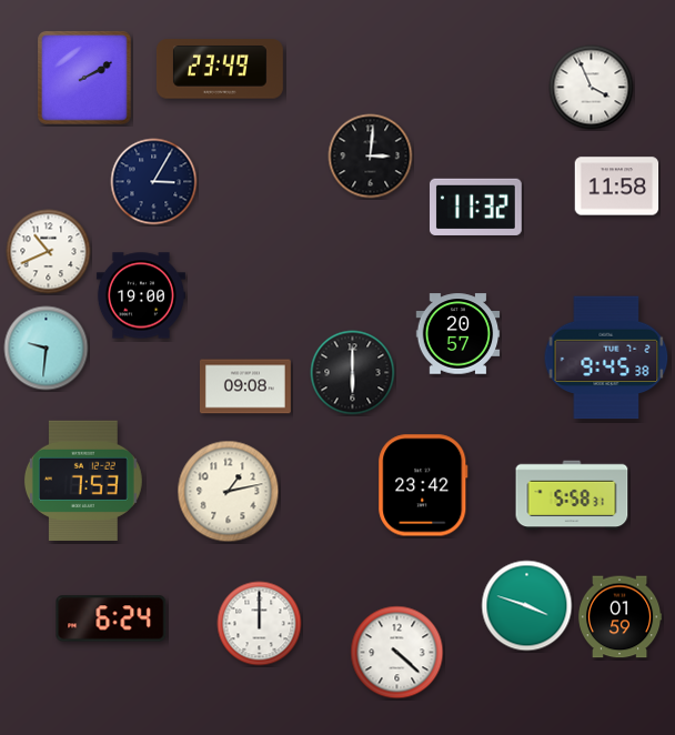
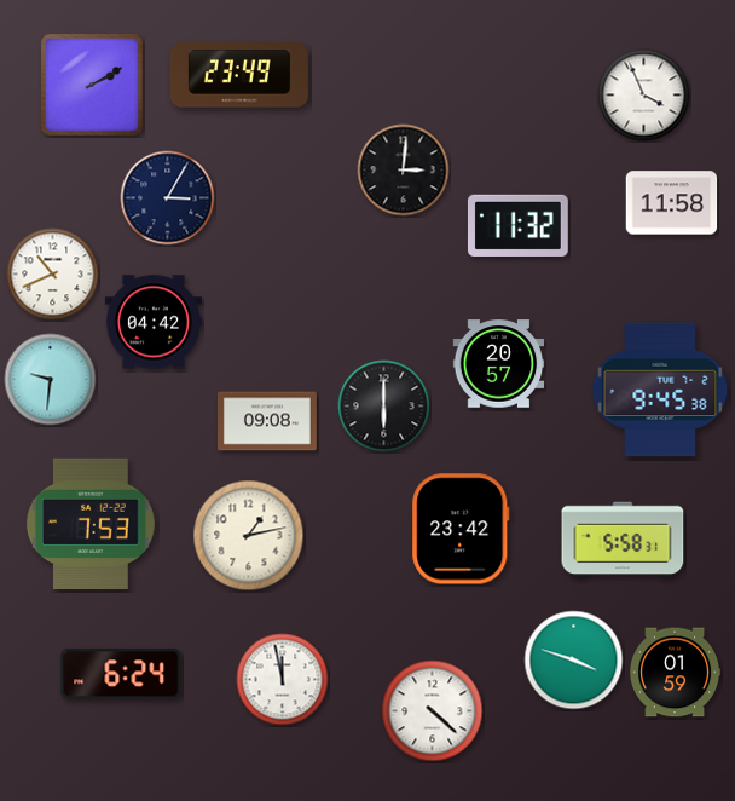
clock at (141, 295): 19:00 -> 04:42
clock at (260, 624): 12:00 -> 11:58
